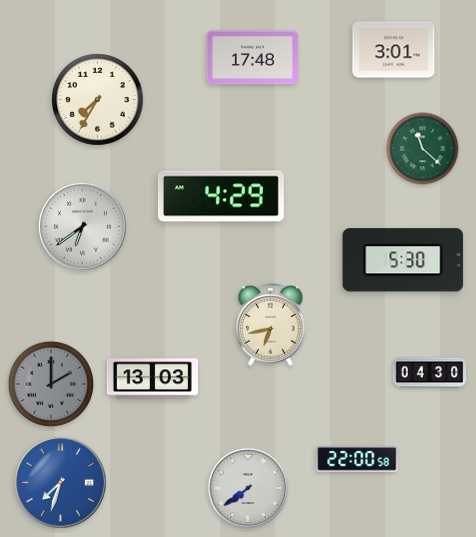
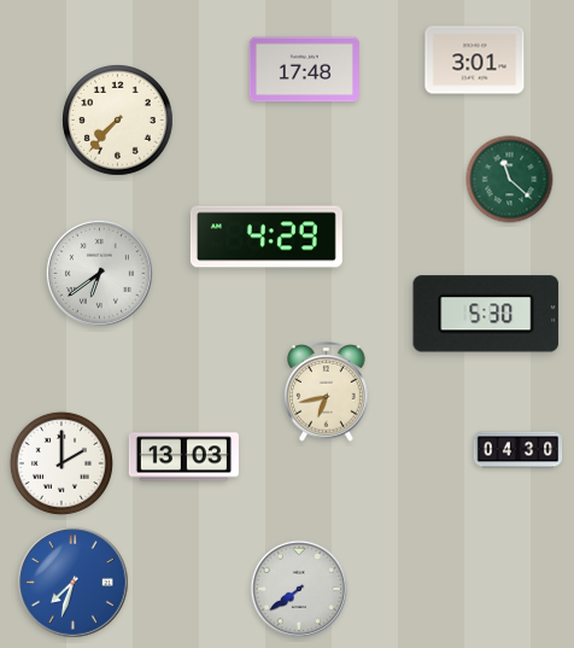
clock at (98, 100): 7:35 -> 7:37
clock at (51, 384) dial: grey -> white
clock at (357, 459): 22:00 -> none
